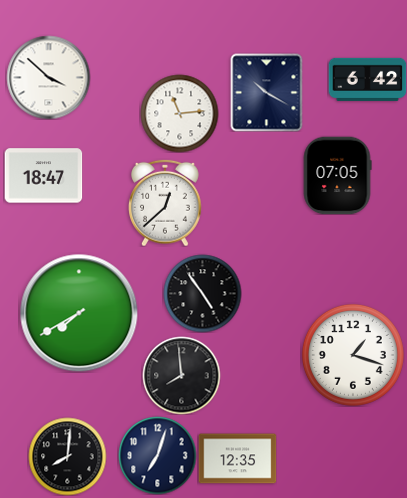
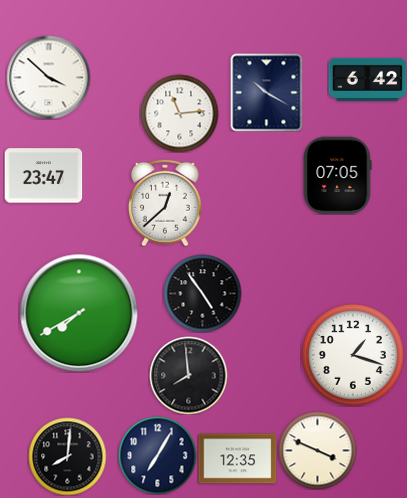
clock at (43, 176): 18:47 -> 23:47
clock at (181, 375) position: (181, 375) -> (188, 375)
clock at (317, 450): none -> 3:49
clock at (157, 455): 7:03 -> 7:05
